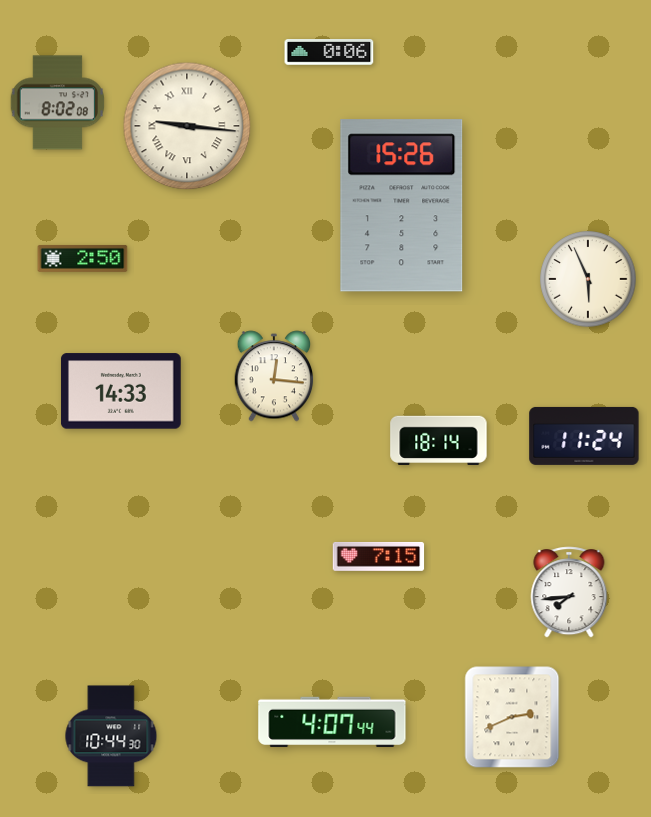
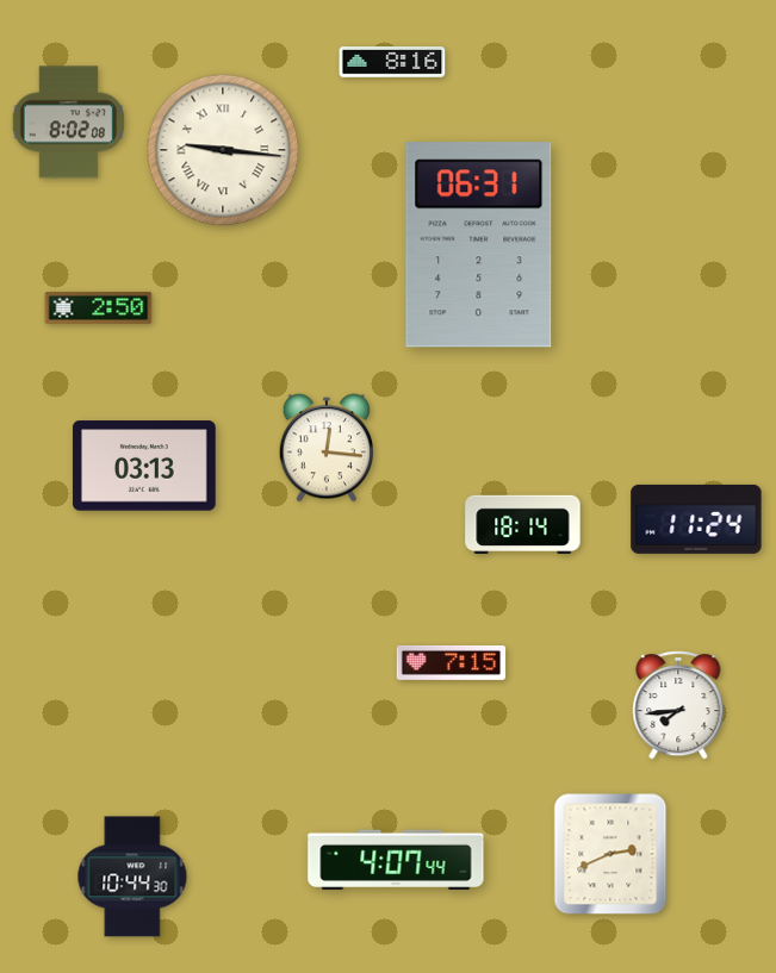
clock at (329, 52): 0:06 -> 8:16
clock at (402, 206): 15:26 -> 06:31
clock at (588, 279): 5:56 -> none
clock at (121, 391): 14:33 -> 03:13
